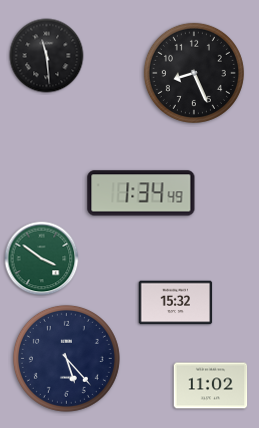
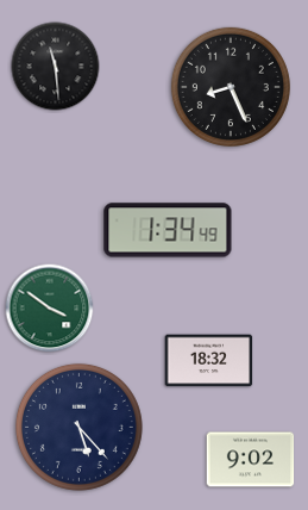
clock at (176, 303): 15:32 -> 18:32
clock at (211, 386): 11:02 -> 9:02
